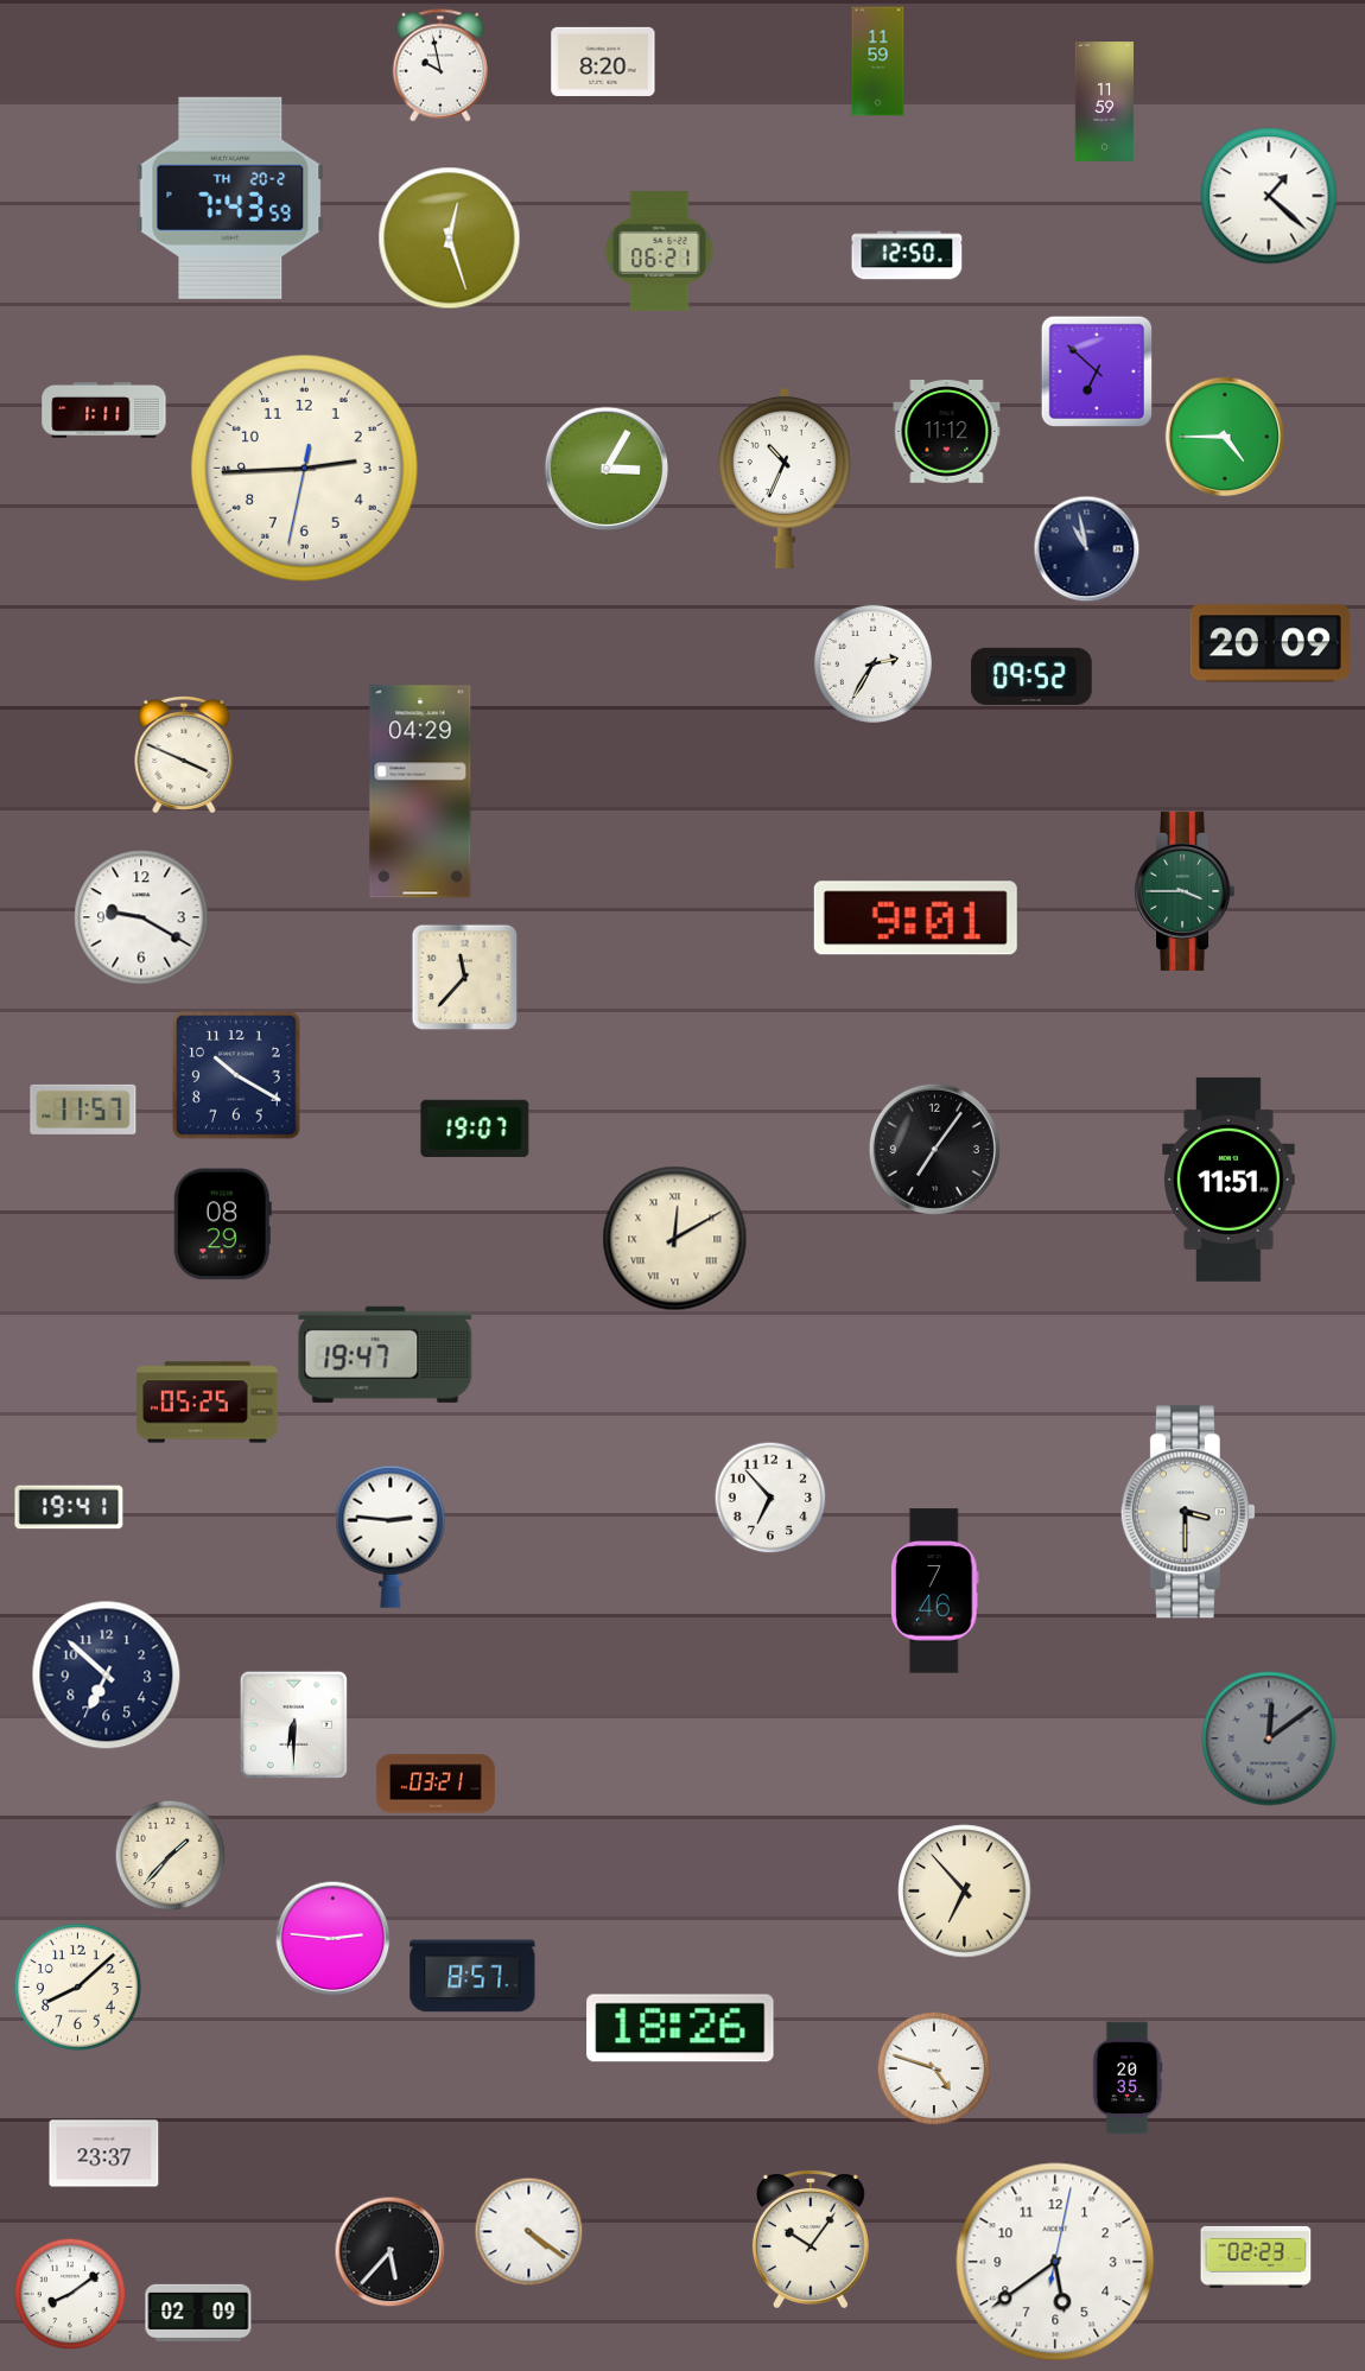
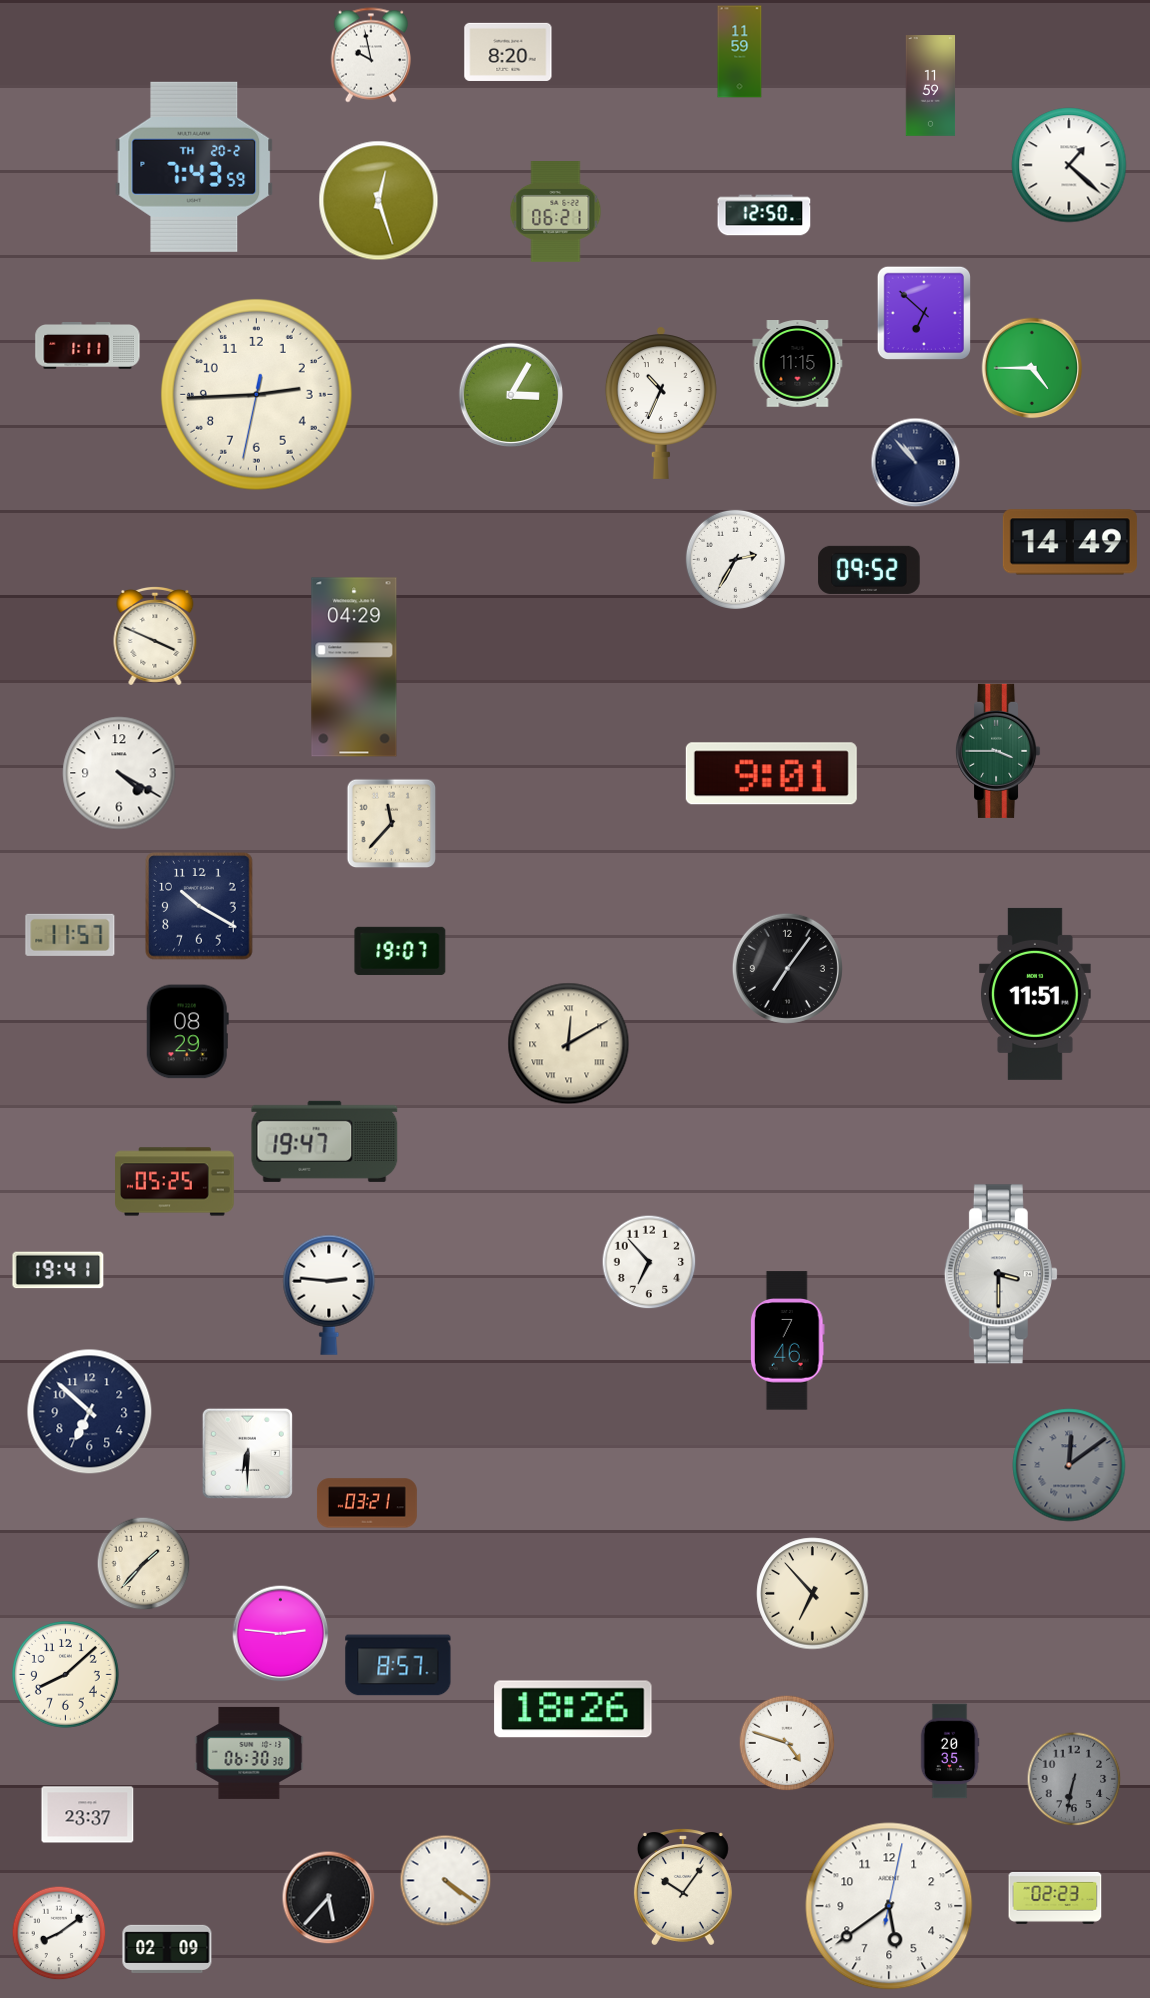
clock at (947, 432): 11:12 -> 11:15
clock at (1087, 549): 10:58 -> 10:53
clock at (1270, 643): 20:09 -> 14:49
clock at (141, 917): 9:20 -> 4:20
clock at (249, 1753): none -> 06:30
clock at (1074, 1779): none -> 6:32
clock at (1256, 2257) position: (1256, 2257) -> (1055, 1898)
